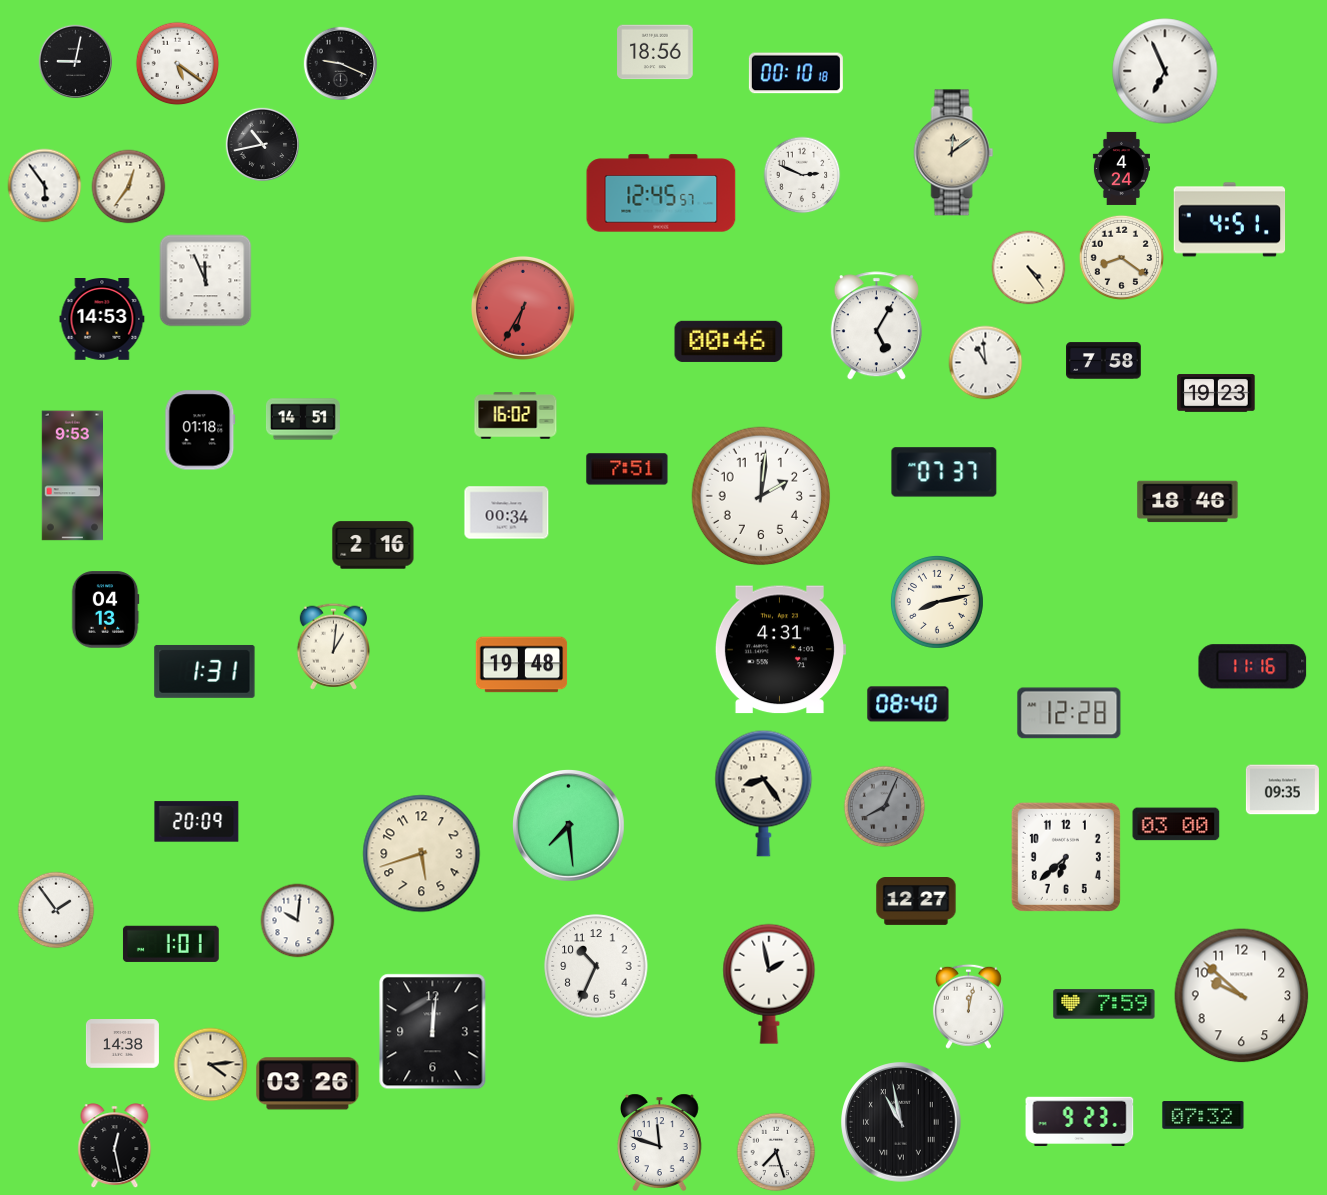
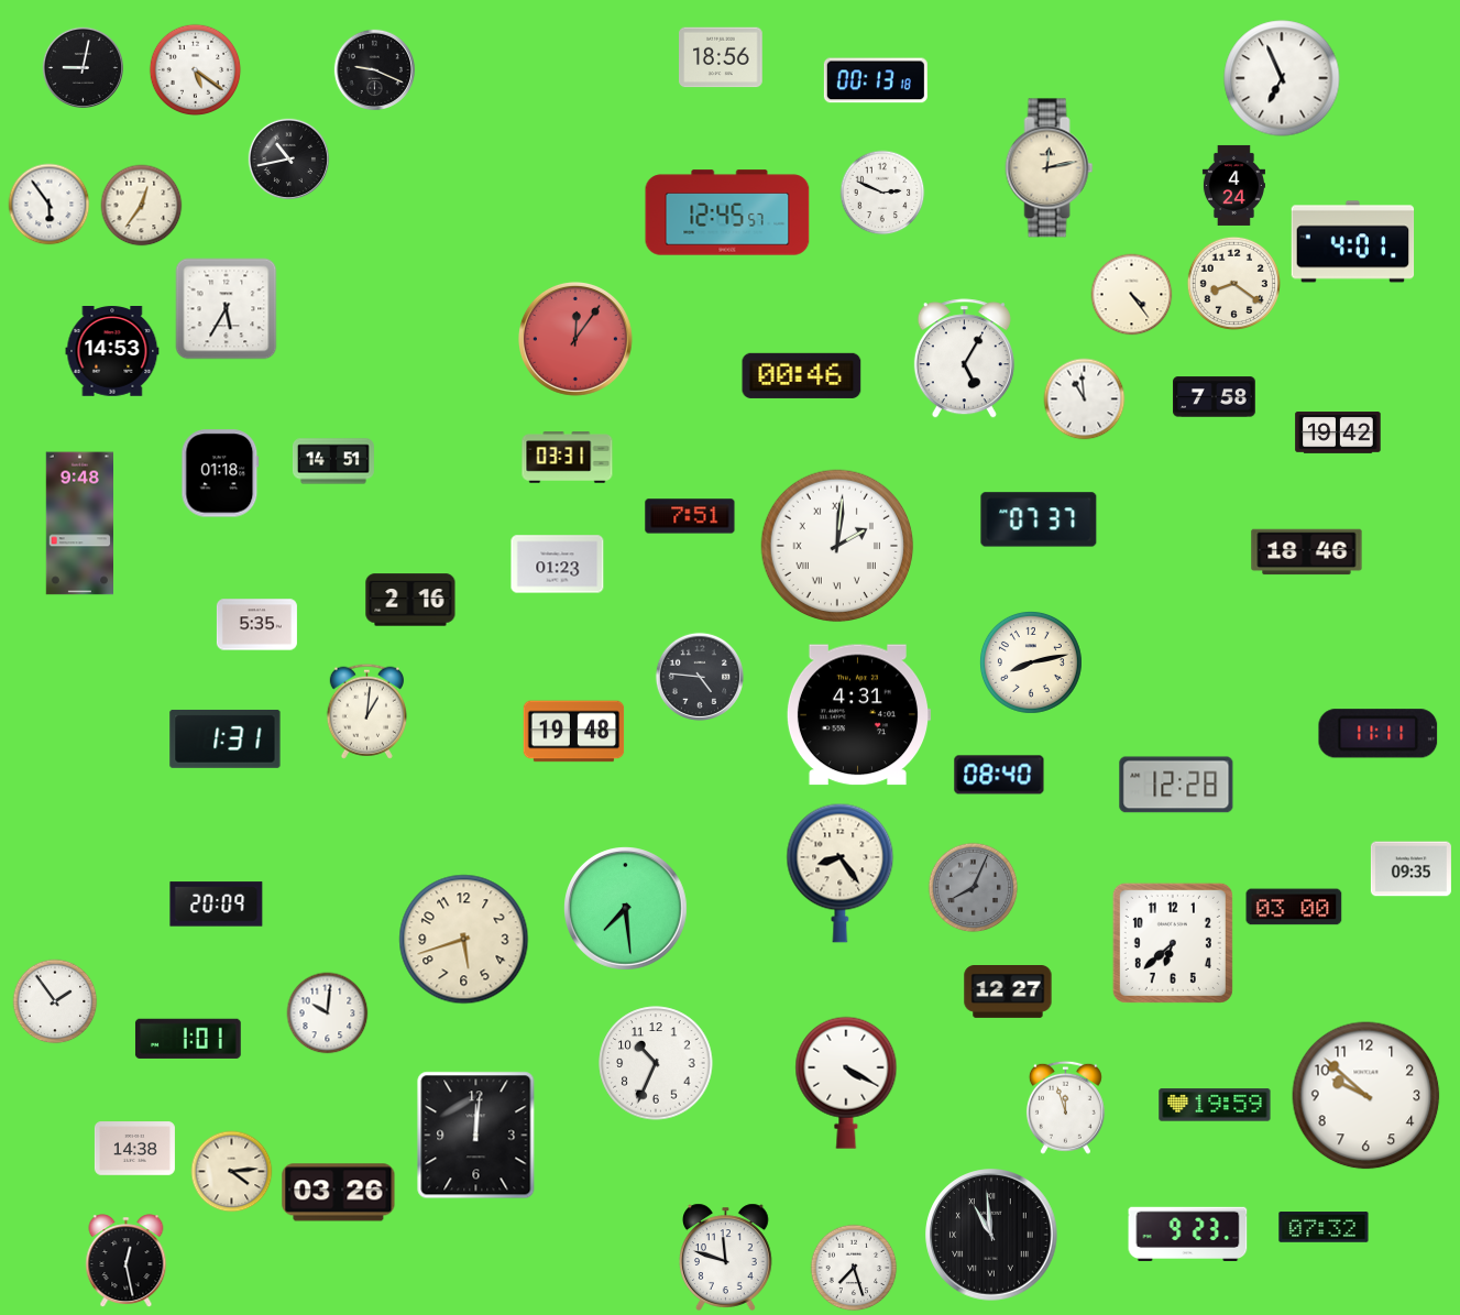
clock at (796, 73): 00:10 -> 00:13
clock at (954, 153): 12:09 -> 12:13
clock at (1230, 220): 4:51 -> 4:01
clock at (206, 281): 11:56 -> 5:35
clock at (523, 308): 6:35 -> 12:06
clock at (1216, 393): 19:23 -> 19:42
clock at (516, 416): 16:02 -> 03:31
clock at (72, 476): 9:53 -> 9:48
clock at (761, 496) numerals: Arabic -> Roman
clock at (507, 513): 00:34 -> 01:23
clock at (256, 625): none -> 5:35
clock at (105, 610): 04:13 -> none
clock at (700, 677): none -> 4:46
clock at (1253, 667): 11:16 -> 11:11
clock at (56, 910) position: (56, 910) -> (55, 1001)
clock at (769, 984): 1:58 -> 4:20
clock at (1104, 1004): 7:59 -> 19:59
clock at (968, 1006): 12:02 -> 11:57
clock at (901, 1122): 10:58 -> 10:59
